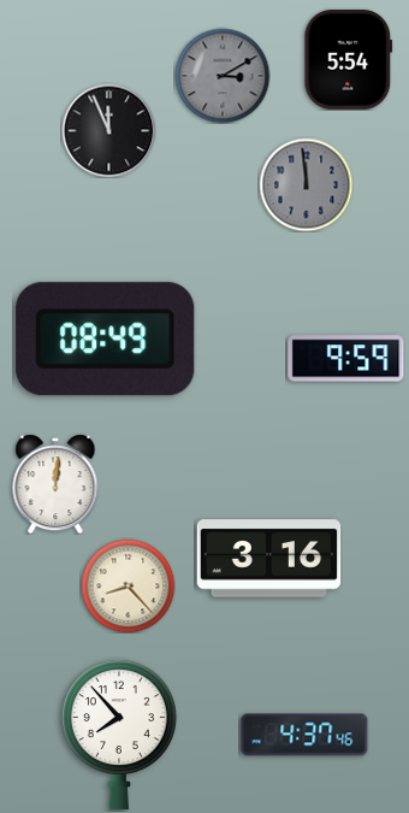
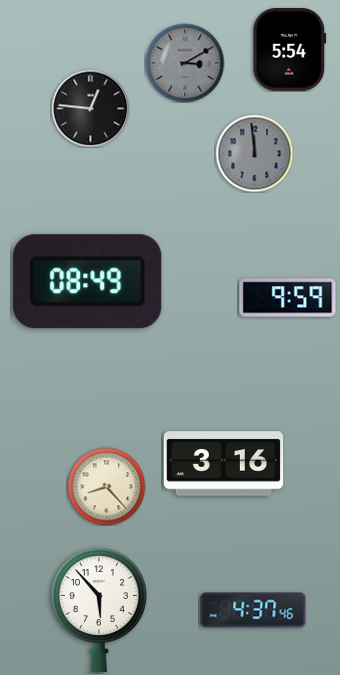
clock at (108, 130): 11:56 -> 12:46
clock at (55, 484): 12:01 -> none
clock at (119, 735): 7:53 -> 5:53
